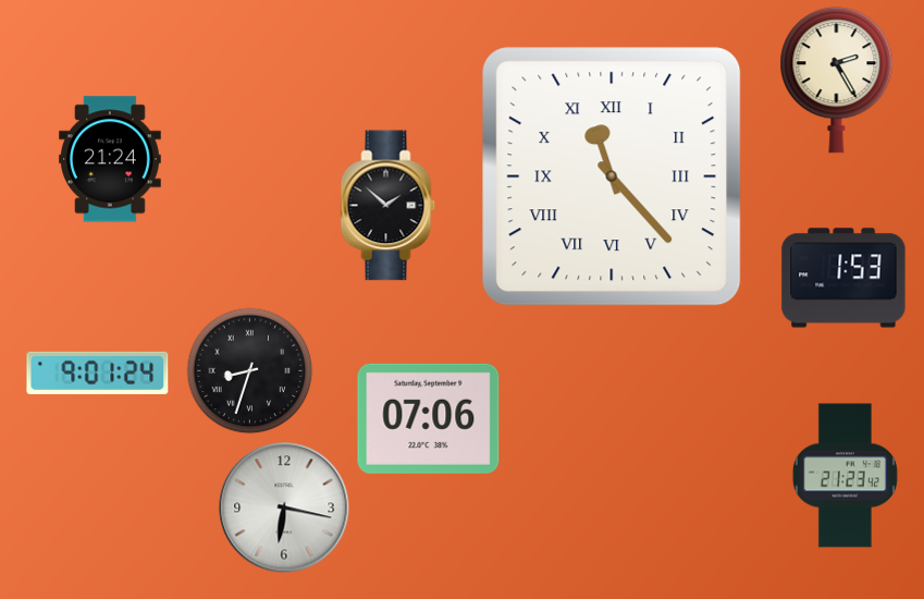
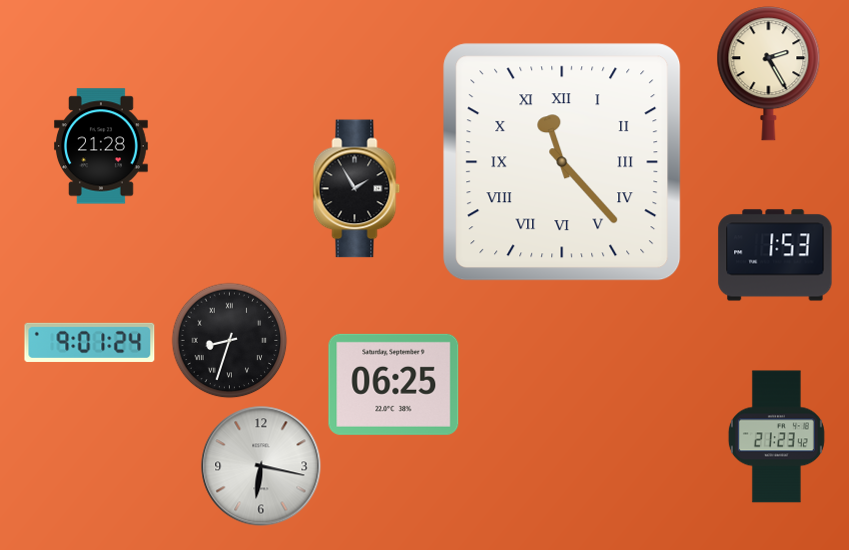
clock at (111, 159): 21:24 -> 21:28
clock at (389, 206): 1:52 -> 1:55
clock at (429, 418): 07:06 -> 06:25
